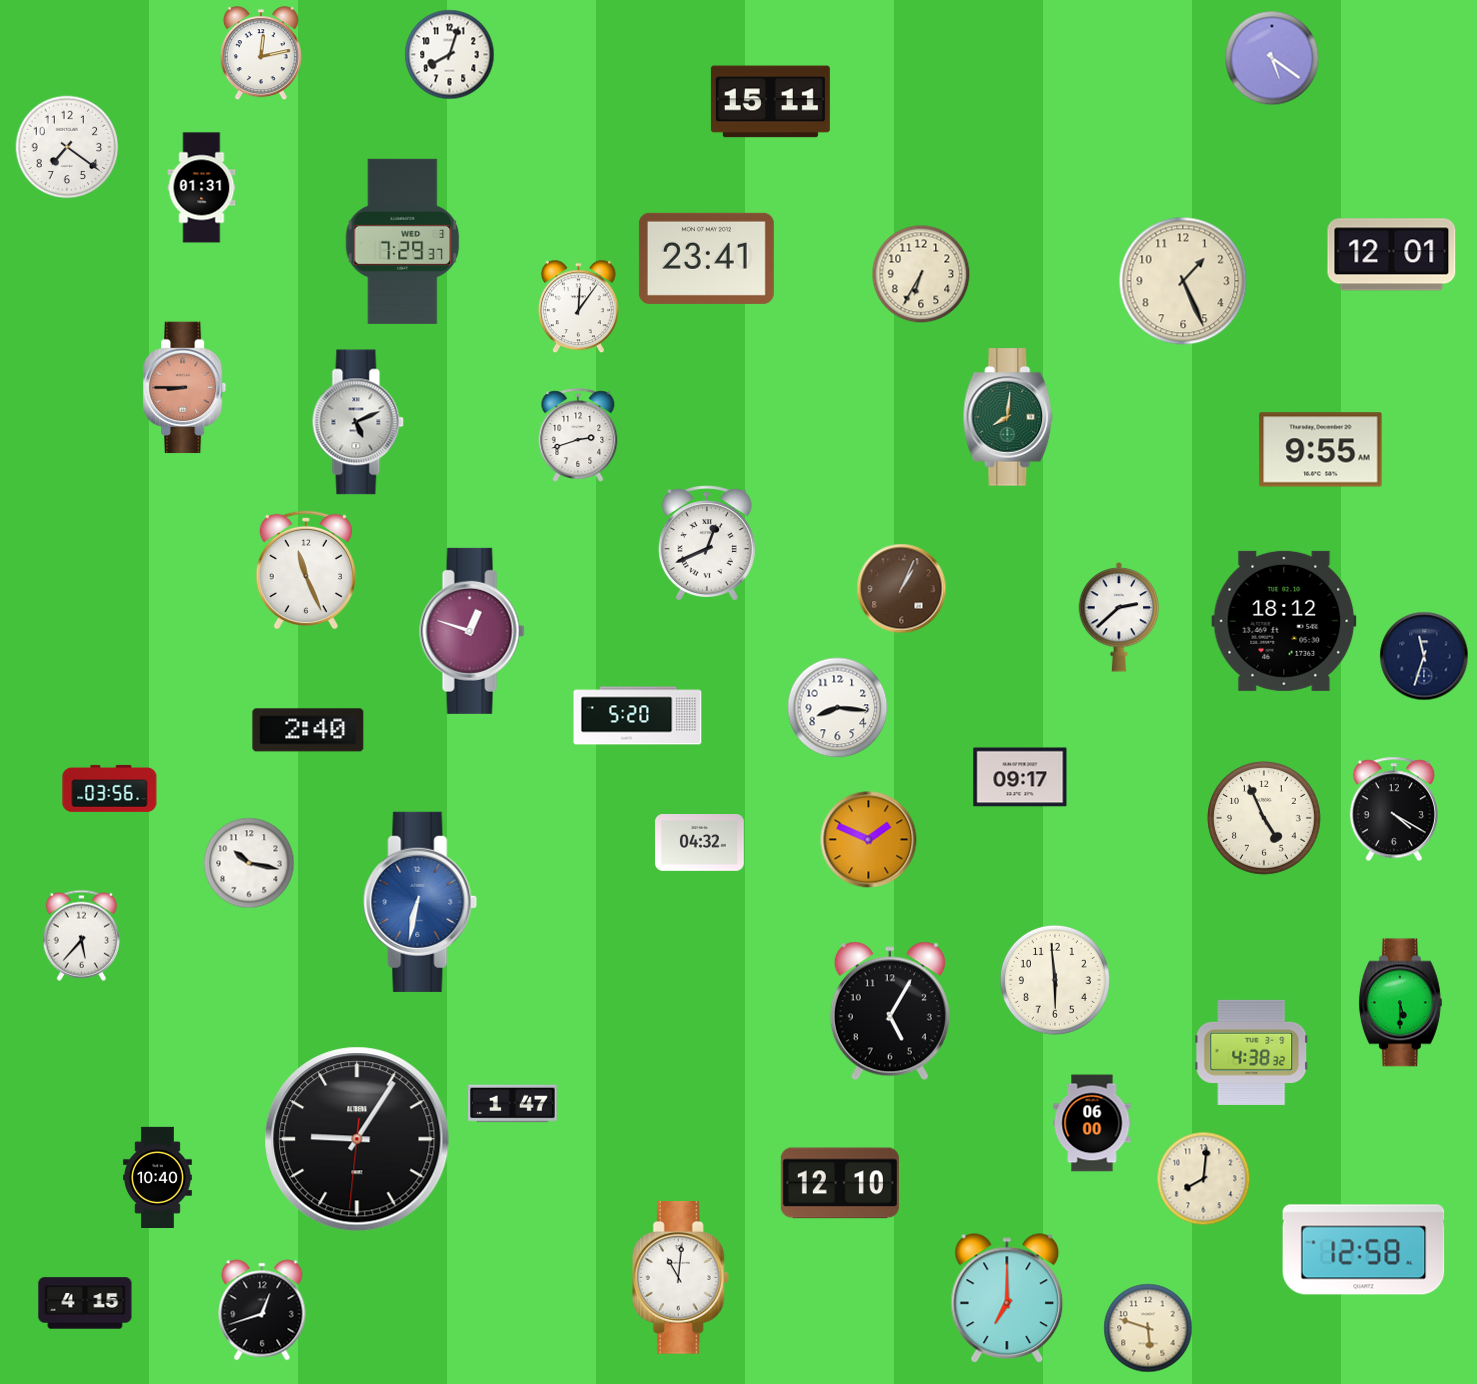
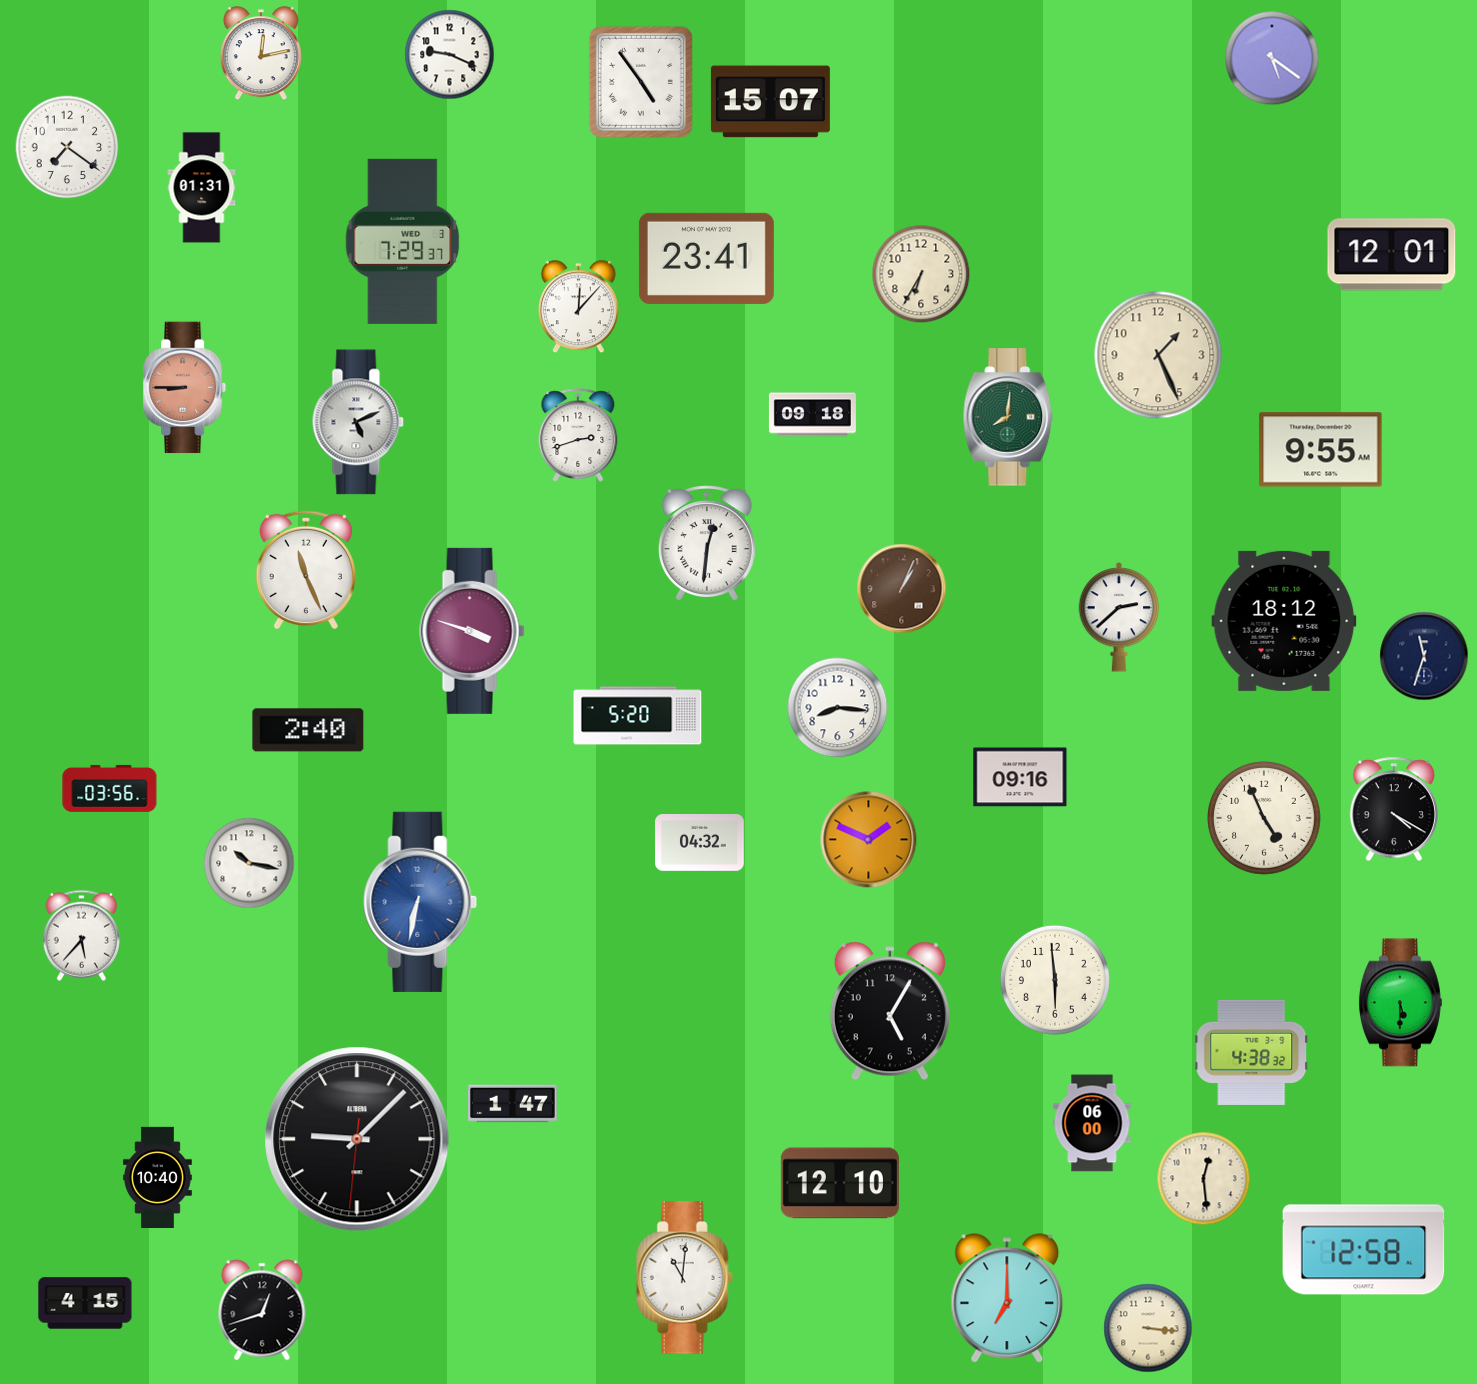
clock at (450, 55): 8:03 -> 9:19
clock at (641, 82): none -> 4:54
clock at (770, 102): 15:11 -> 15:07
clock at (1183, 281) position: (1183, 281) -> (1158, 355)
clock at (578, 307): 12:06 -> 12:07
clock at (812, 415): none -> 09:18
clock at (707, 543): 12:41 -> 12:31
clock at (472, 631): 12:48 -> 3:48
clock at (1020, 777): 09:17 -> 09:16
clock at (357, 1139): 9:05 -> 9:07
clock at (1204, 1179): 8:01 -> 12:29
clock at (680, 1278) position: (680, 1278) -> (684, 1278)
clock at (1148, 1328): 5:48 -> 3:16
